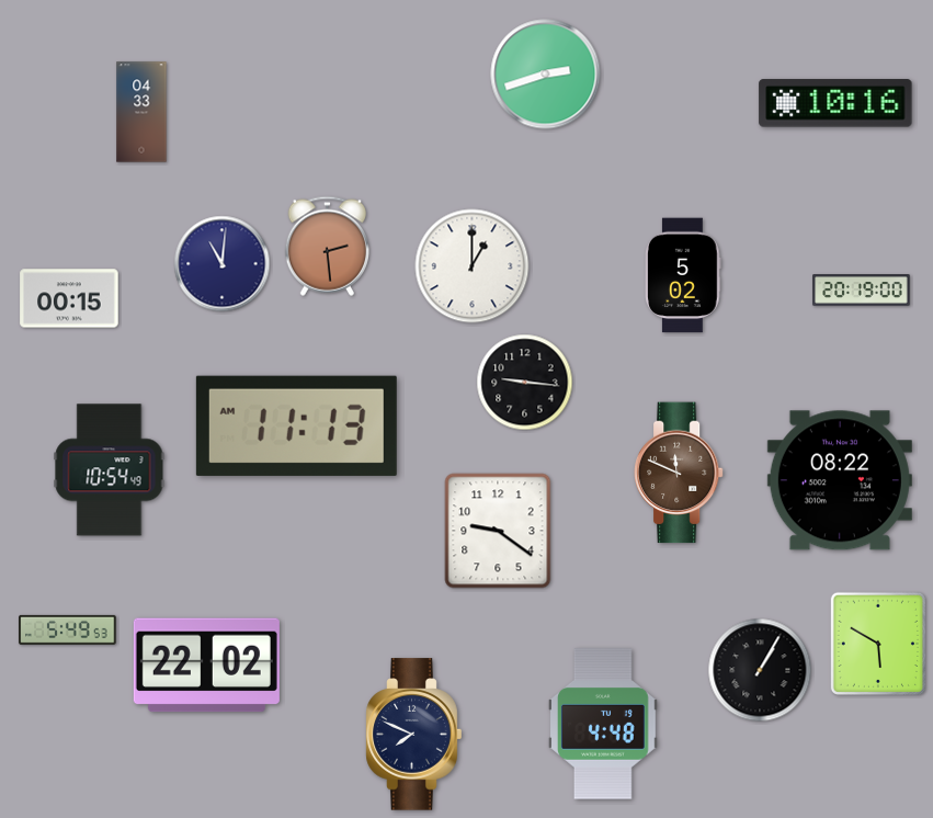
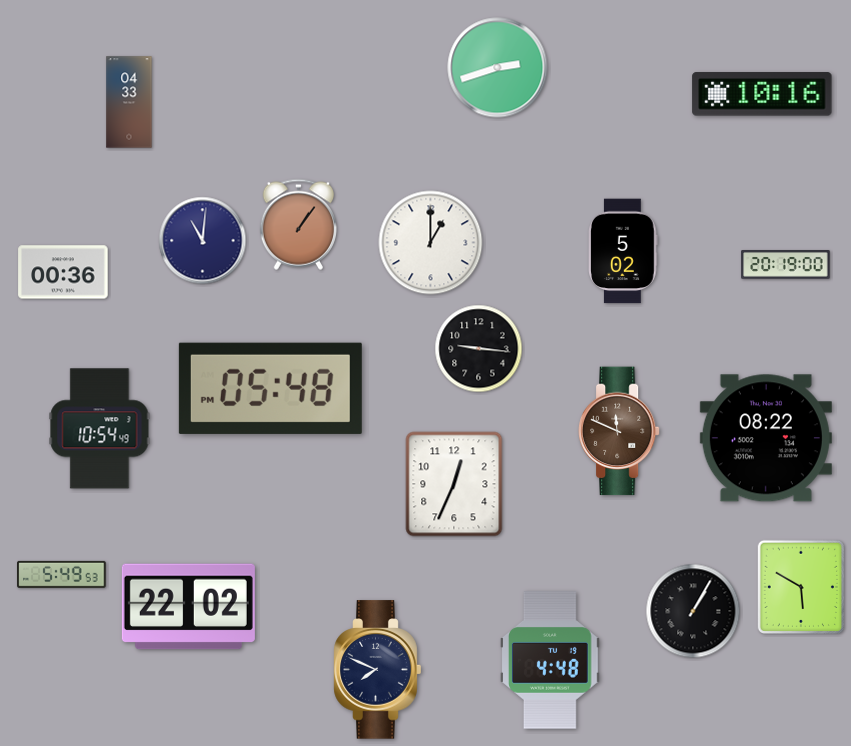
clock at (327, 246): 2:29 -> 1:06
clock at (69, 298): 00:15 -> 00:36
clock at (296, 425): 11:13 -> 05:48
clock at (498, 531): 9:21 -> 12:34
